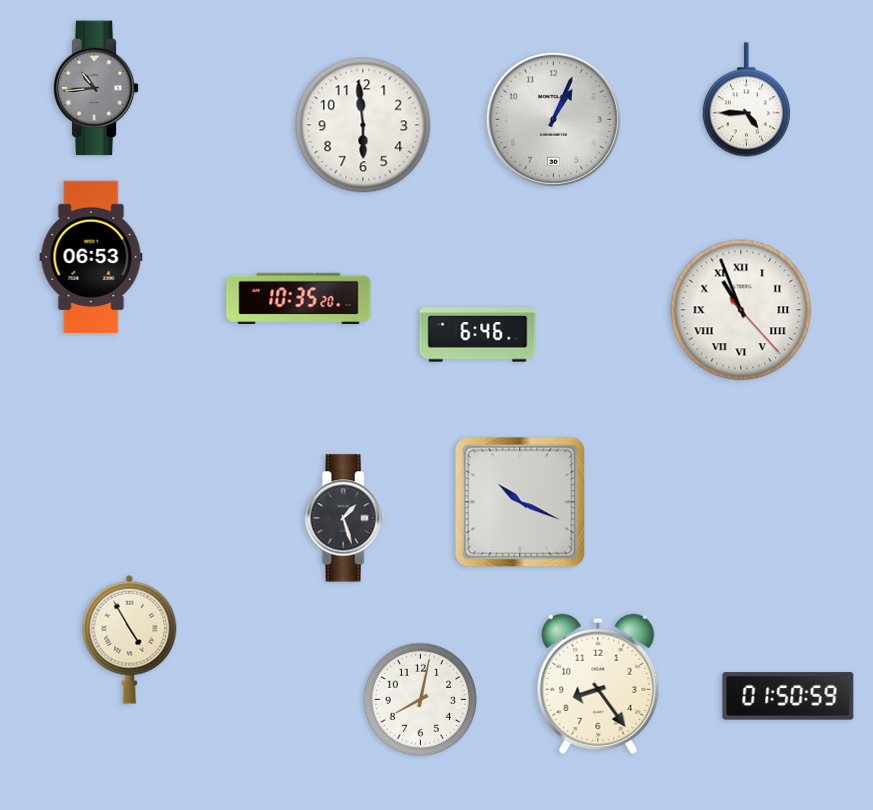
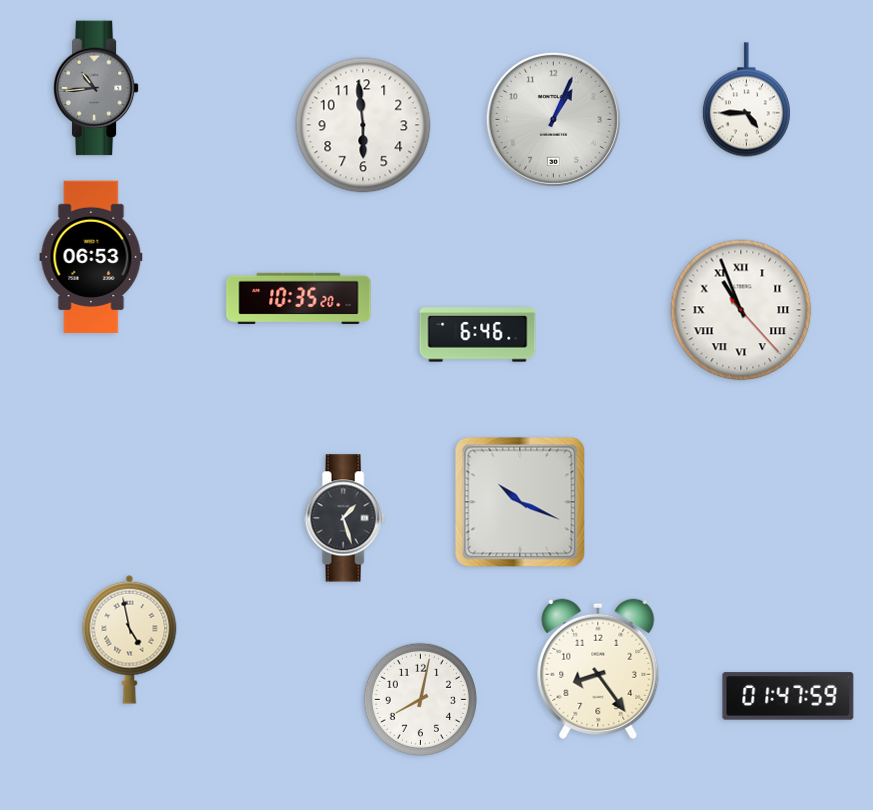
clock at (130, 639): 4:55 -> 4:58
clock at (598, 684) position: (598, 684) -> (598, 669)
clock at (788, 696): 01:50 -> 01:47
